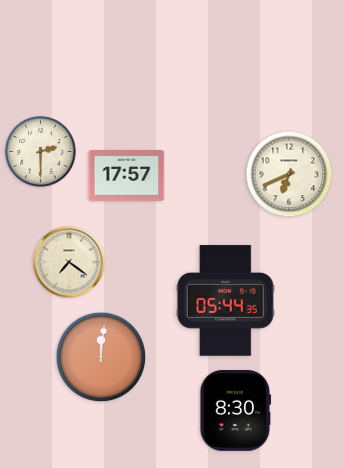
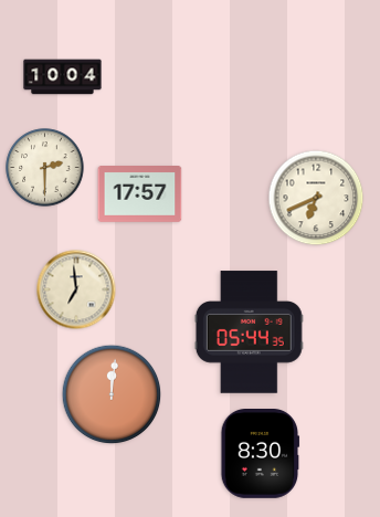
clock at (63, 77): none -> 10:04
clock at (289, 174) position: (289, 174) -> (316, 198)
clock at (69, 262): 7:21 -> 6:59
